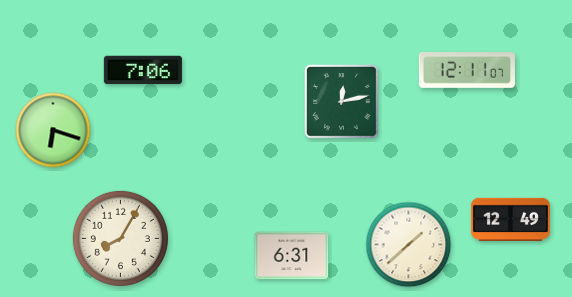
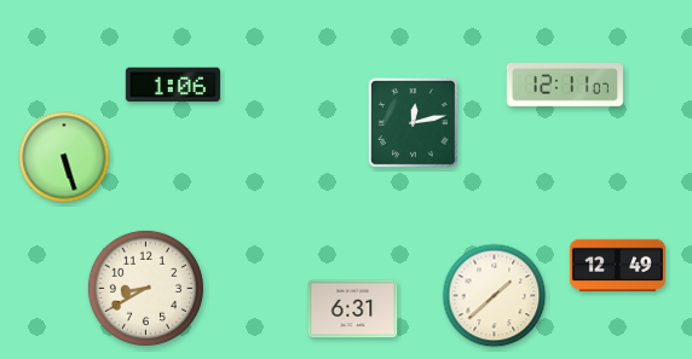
clock at (143, 70): 7:06 -> 1:06
clock at (53, 130): 6:18 -> 5:27
clock at (120, 238): 8:05 -> 8:40
